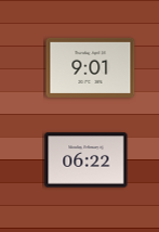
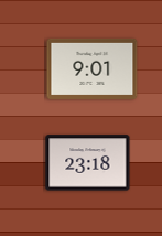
clock at (87, 160): 06:22 -> 23:18
